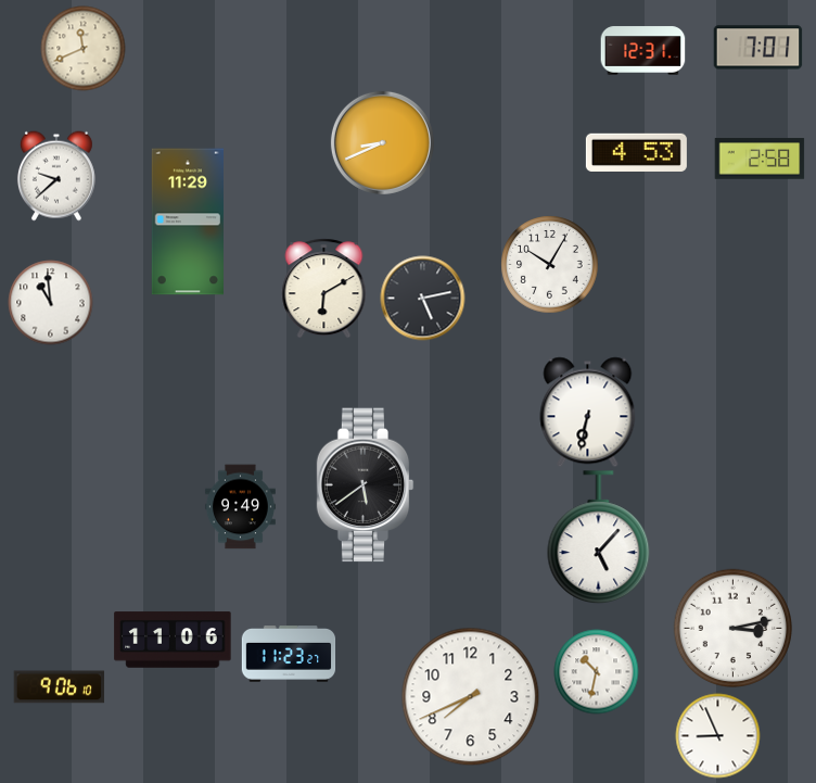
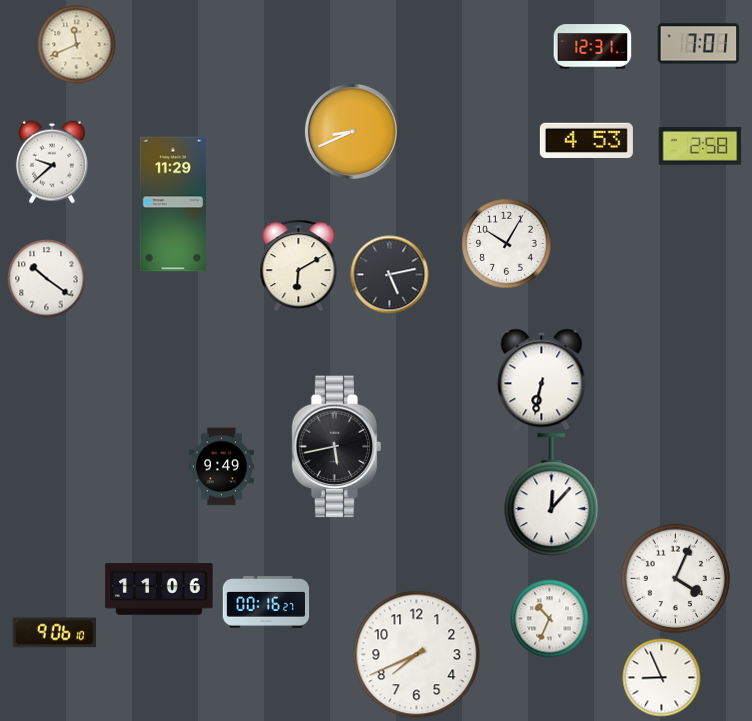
clock at (50, 302): 10:59 -> 10:21
clock at (366, 485): 5:39 -> 5:43
clock at (599, 538): 5:07 -> 12:07
clock at (732, 628): 3:13 -> 4:04
clock at (289, 655): 11:23 -> 00:16
clock at (596, 671): 10:32 -> 10:34
clock at (470, 696) position: (470, 696) -> (416, 654)
